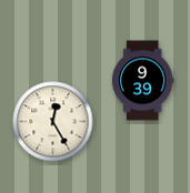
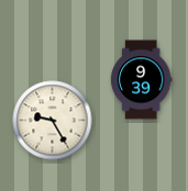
clock at (53, 122): 12:25 -> 9:25
